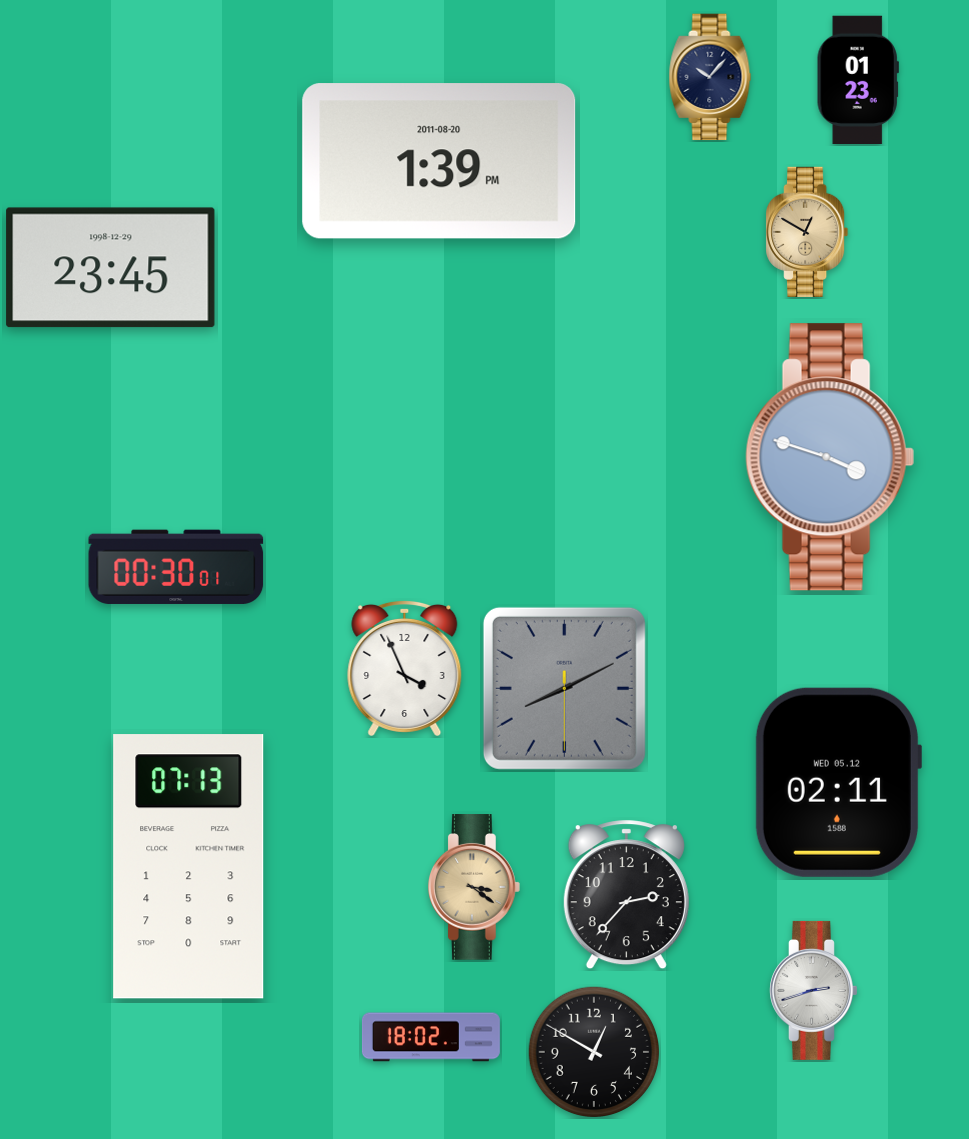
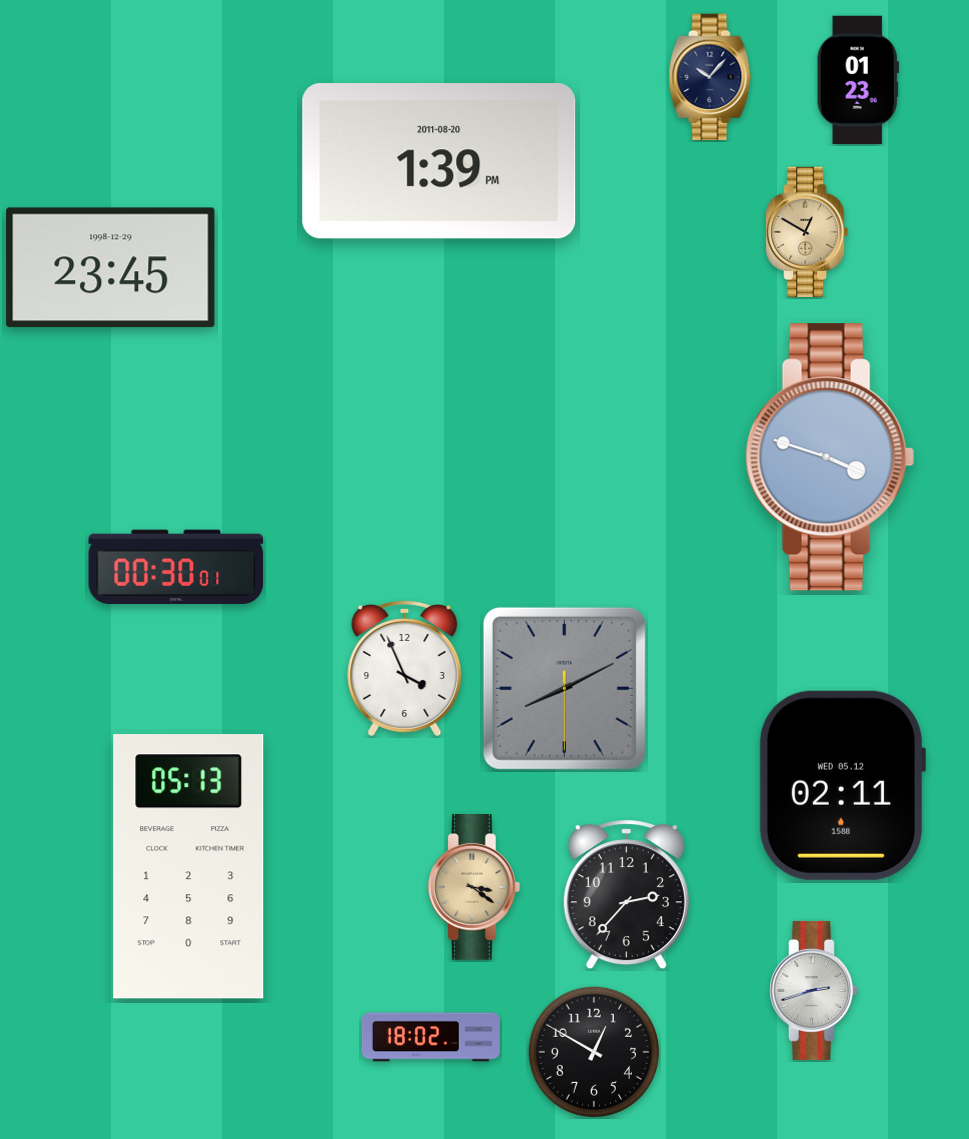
clock at (838, 782) position: (838, 782) -> (842, 785)
clock at (189, 867): 07:13 -> 05:13
